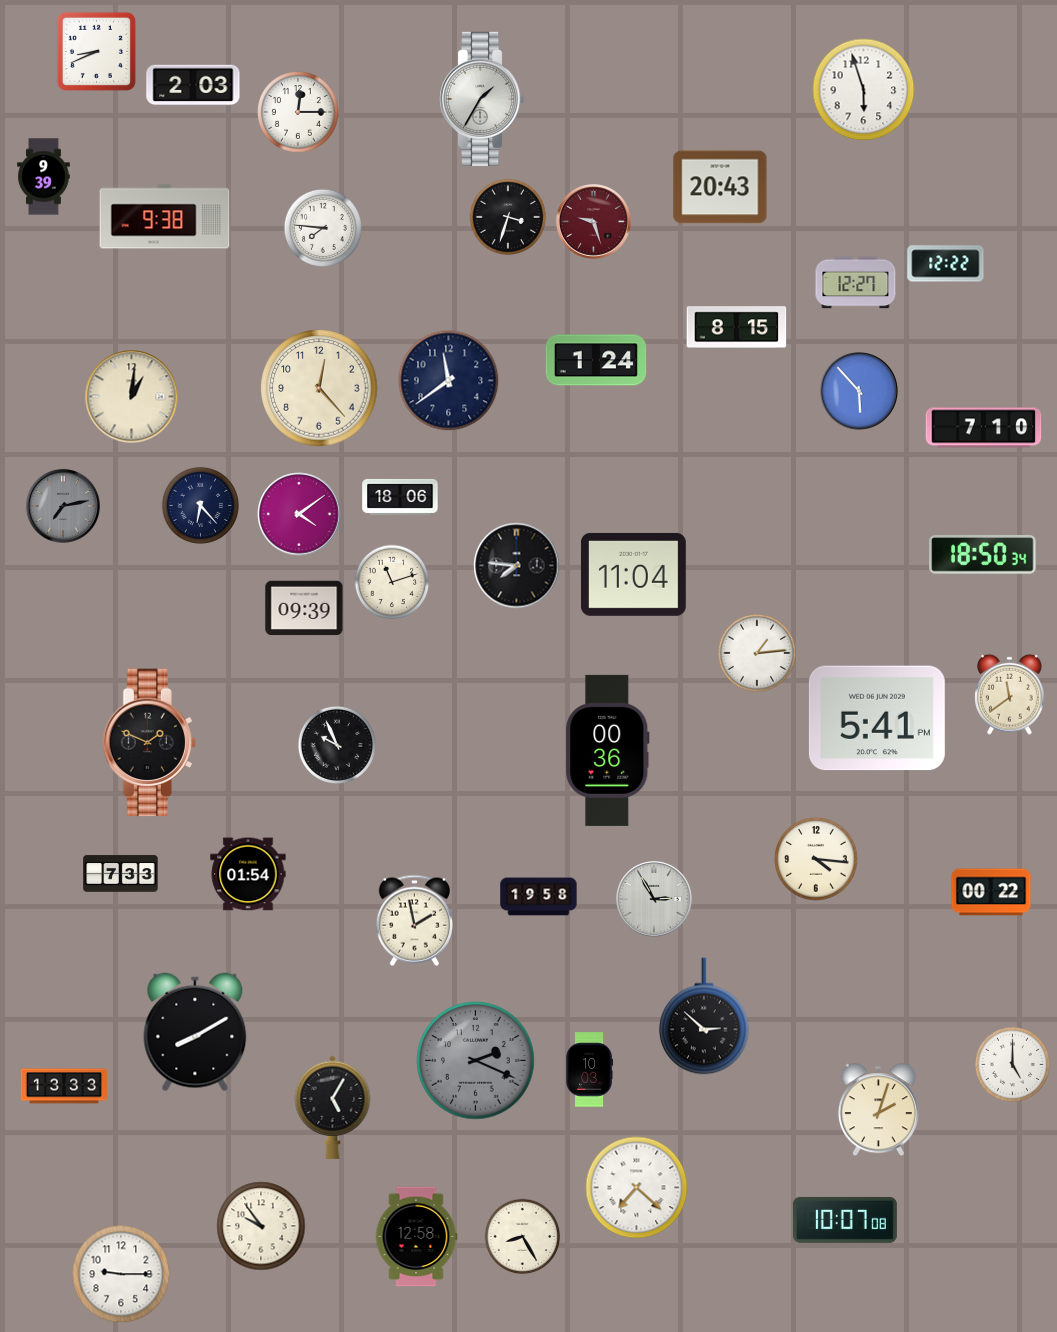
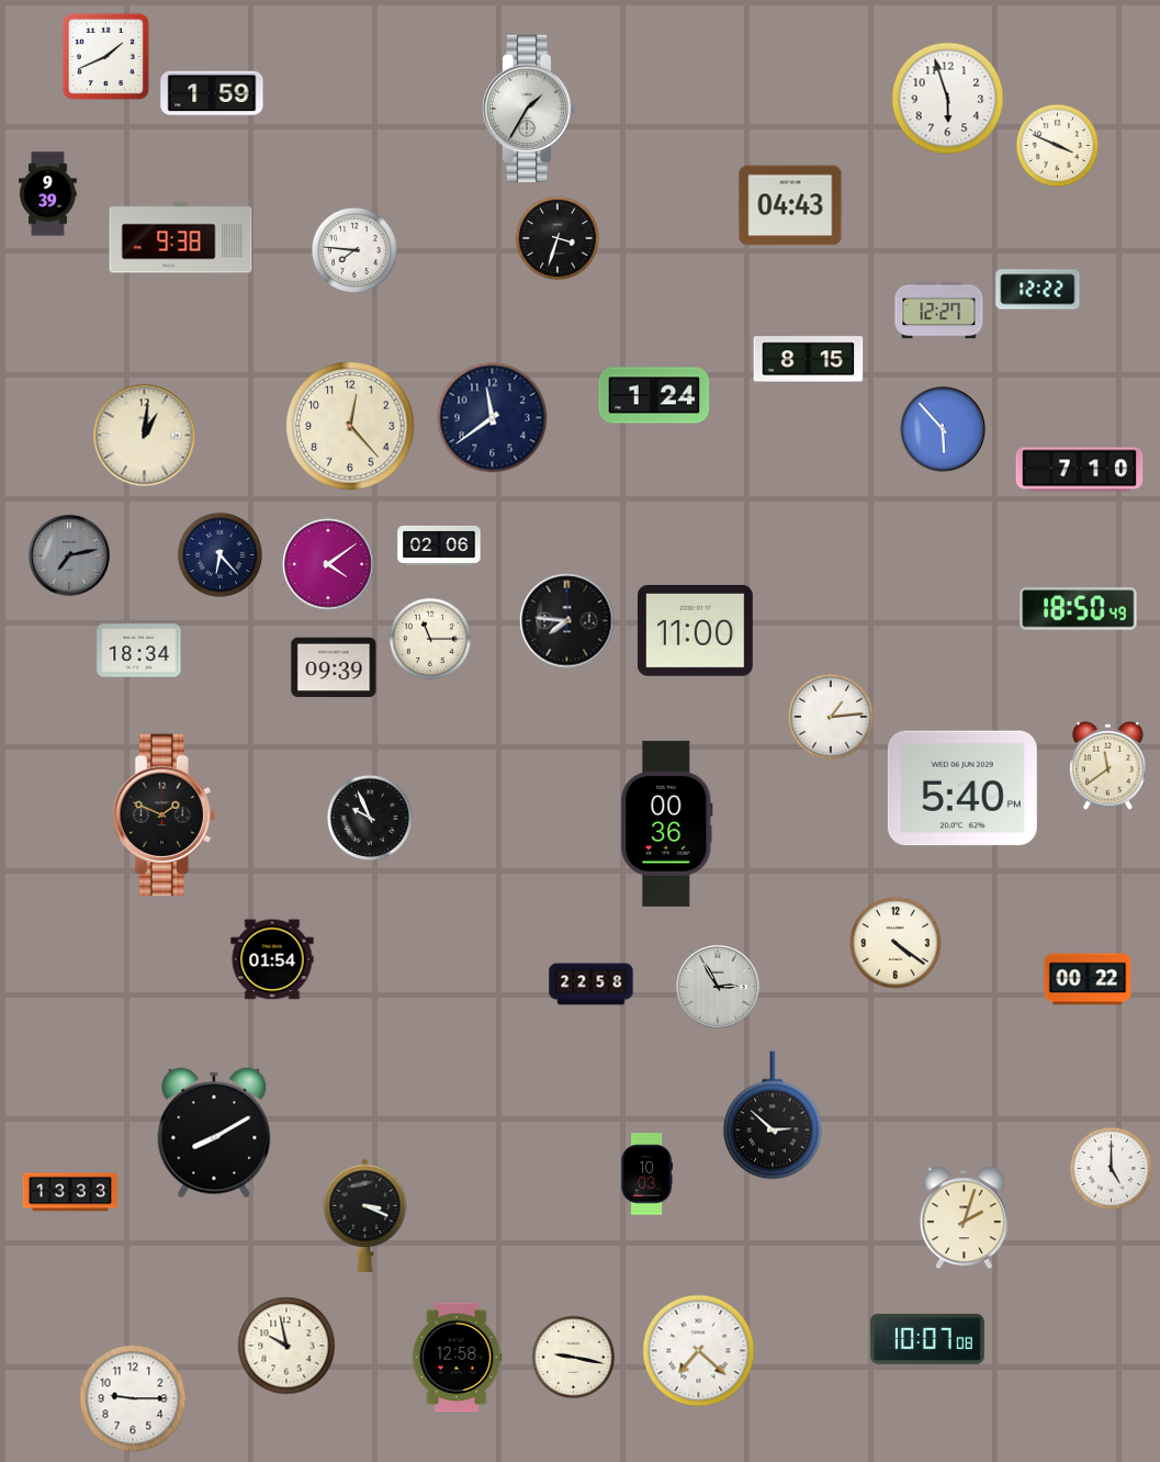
clock at (96, 51): 8:41 -> 1:41
clock at (193, 85): 2:03 -> 1:59
clock at (299, 113): 12:15 -> none
clock at (1058, 146): none -> 3:49
clock at (720, 187): 20:43 -> 04:43
clock at (593, 221): 9:27 -> none
clock at (400, 497): 18:06 -> 02:06
clock at (983, 555): 18:50:34 -> 18:50:49
clock at (633, 574): 11:04 -> 11:00
clock at (392, 582): 11:12 -> 11:15
clock at (139, 651): none -> 18:34
clock at (1010, 694) position: (1010, 694) -> (1108, 765)
clock at (877, 718): 5:41 -> 5:40
clock at (816, 859): 4:16 -> 4:21
clock at (121, 874): 7:33 -> none
clock at (539, 897): 19:58 -> 22:58
clock at (415, 920): 1:58 -> none
clock at (476, 1061): 2:19 -> none
clock at (333, 1107): 5:05 -> 3:19
clock at (637, 1188) position: (637, 1188) -> (699, 1351)
clock at (261, 1226): 9:54 -> 9:58
clock at (523, 1237): 8:25 -> 9:17
